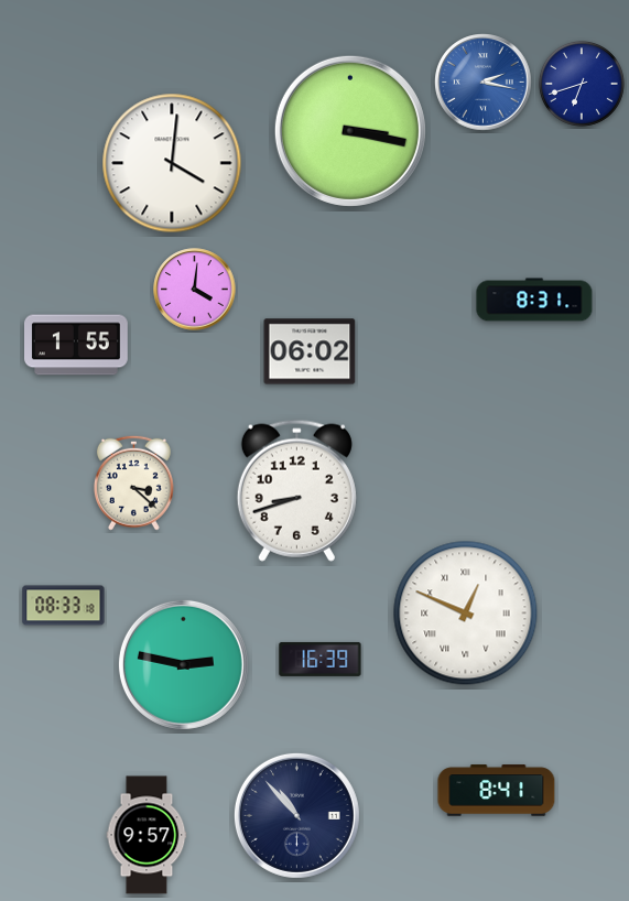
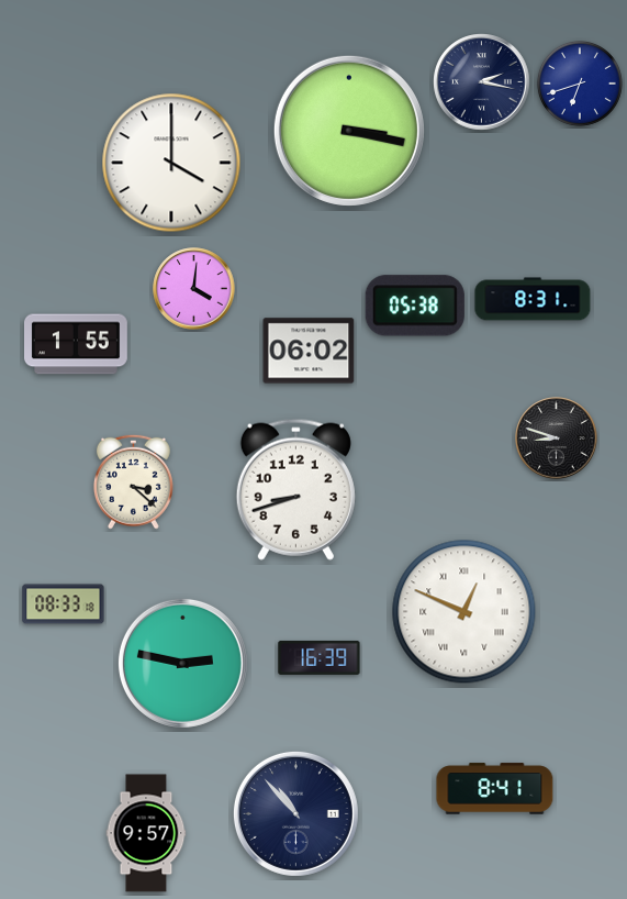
clock at (484, 83) dial: blue -> navy
clock at (172, 163): 4:01 -> 4:00
clock at (415, 306): none -> 05:38
clock at (557, 439): none -> 8:48
